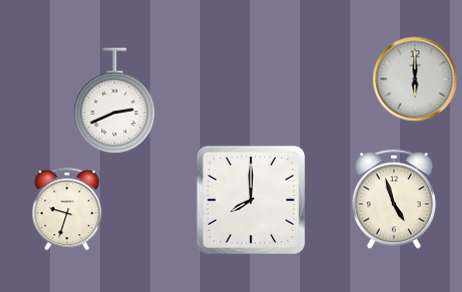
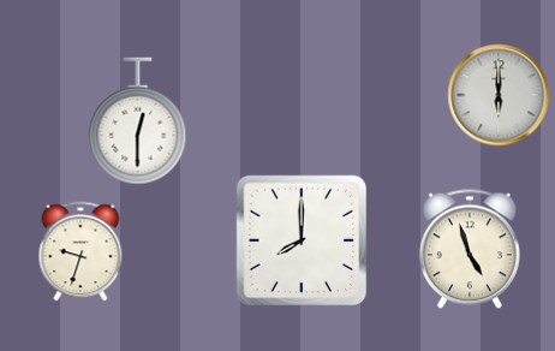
clock at (115, 101): 2:41 -> 12:30
clock at (394, 199) position: (394, 199) -> (470, 249)
